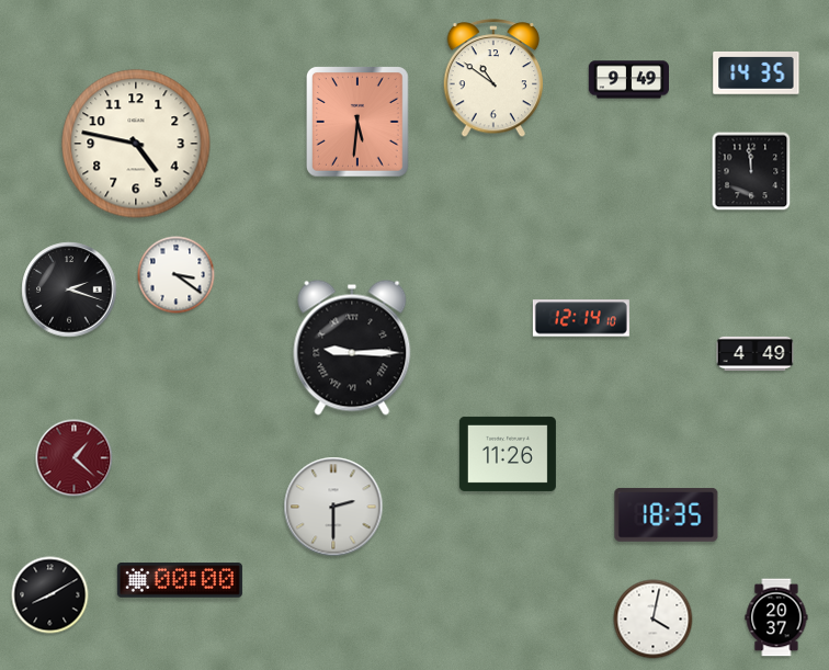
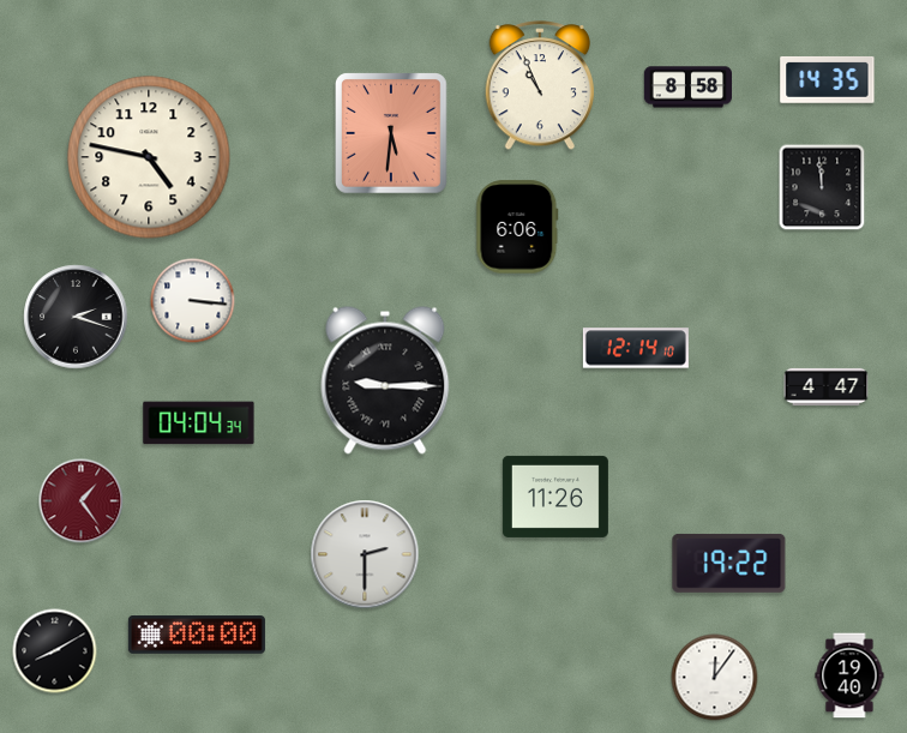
clock at (492, 79): 10:51 -> 10:56
clock at (628, 80): 9:49 -> 8:58
clock at (517, 227): none -> 6:06
clock at (177, 275): 3:21 -> 3:16
clock at (756, 353): 4:49 -> 4:47
clock at (199, 423): none -> 04:04
clock at (75, 458): 1:22 -> 1:24
clock at (667, 515): 18:35 -> 19:22
clock at (776, 617): 20:37 -> 19:40
clock at (654, 620): 4:02 -> 12:06
